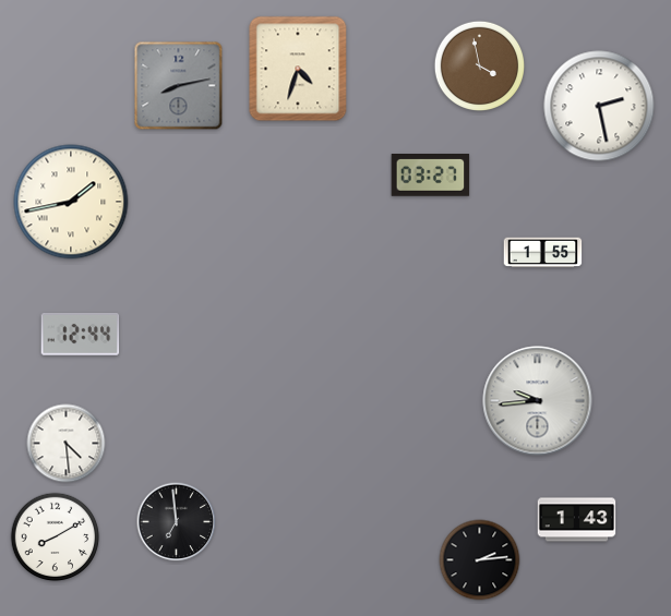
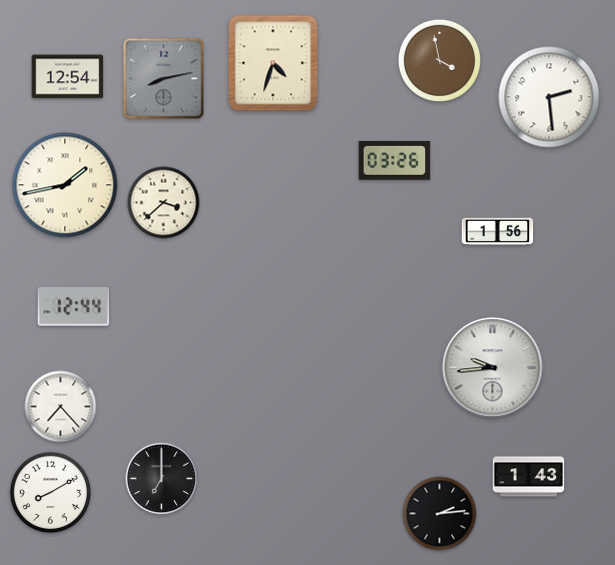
clock at (68, 77): none -> 12:54
clock at (599, 106): 2:28 -> 2:29
clock at (431, 176): 03:27 -> 03:26
clock at (164, 203): none -> 3:38
clock at (543, 253): 1:55 -> 1:56
clock at (67, 444): 4:29 -> 7:23
clock at (177, 522): 6:59 -> 7:00
